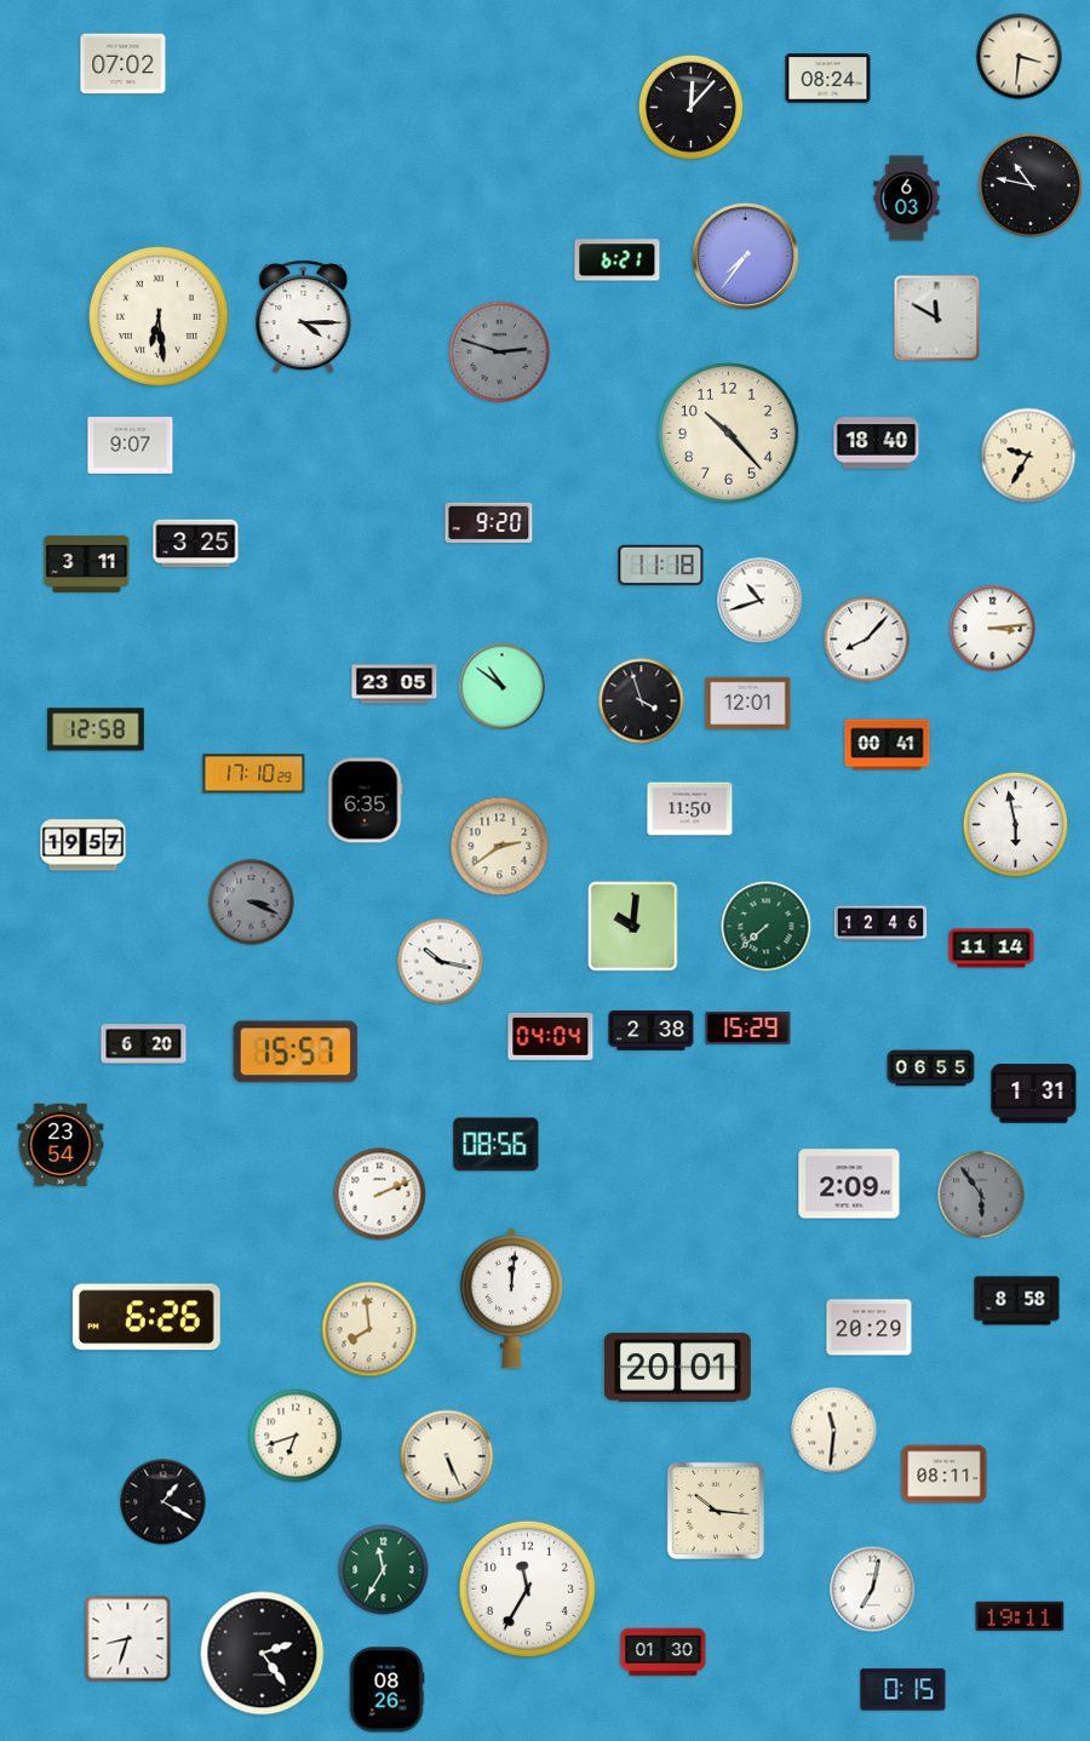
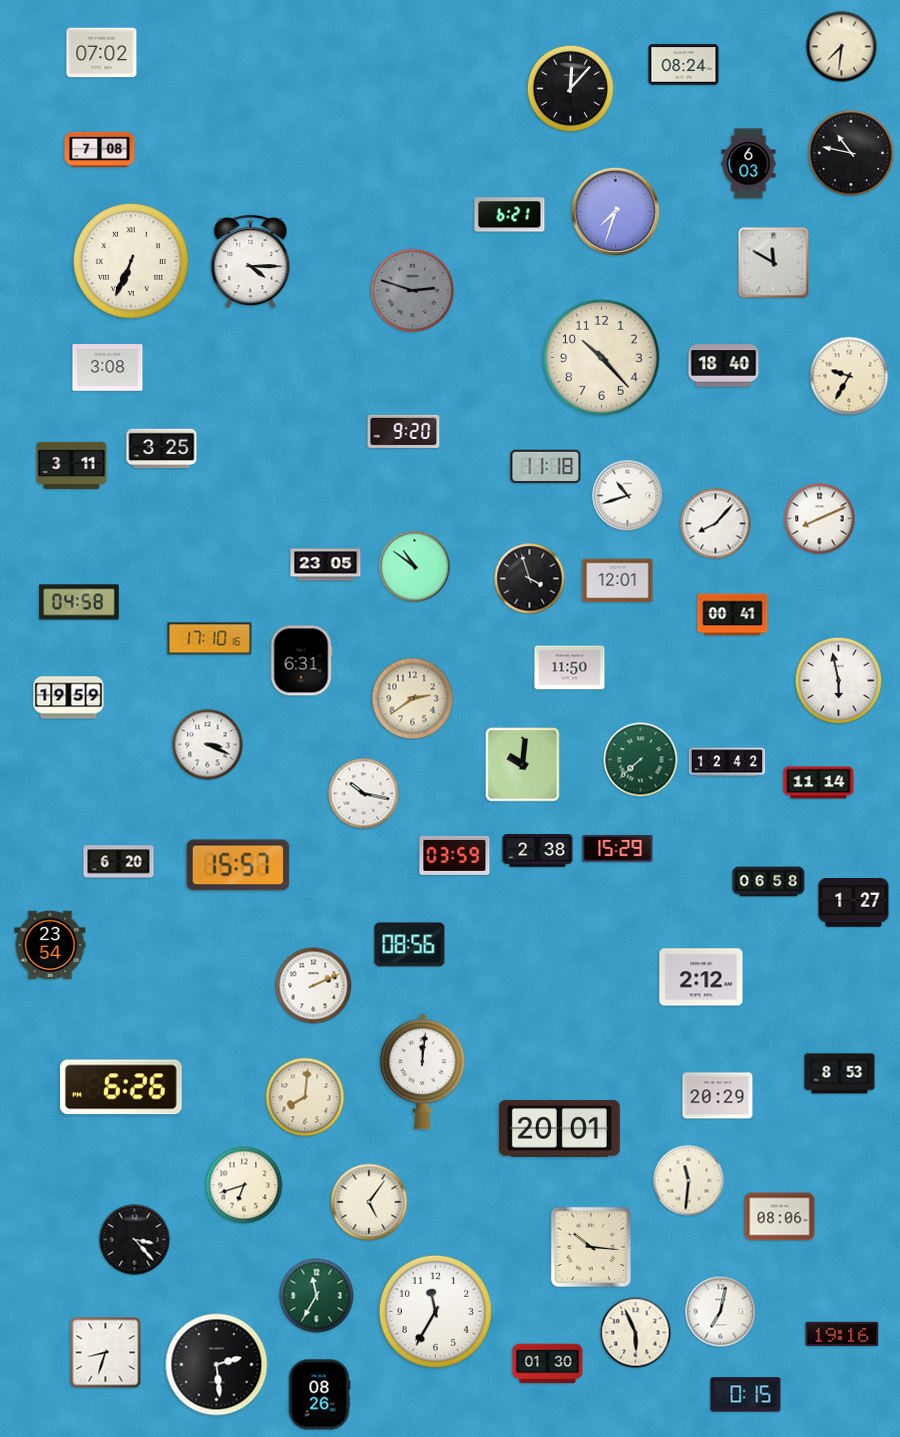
clock at (1020, 57): 3:31 -> 7:31
clock at (100, 150): none -> 7:08
clock at (745, 256): 7:36 -> 7:33
clock at (159, 316): 6:29 -> 6:34
clock at (131, 446): 9:07 -> 3:08
clock at (993, 629): 3:14 -> 8:11
clock at (867, 640) position: (867, 640) -> (716, 524)
clock at (96, 729): 12:58 -> 04:58
clock at (254, 774): 17:10:29 -> 17:10:16
clock at (365, 801): 6:35 -> 6:31
clock at (84, 846): 19:57 -> 19:59
clock at (252, 903) dial: grey -> white
clock at (880, 923): 12:46 -> 12:42
clock at (767, 927) position: (767, 927) -> (641, 760)
clock at (551, 1036): 04:04 -> 03:59
clock at (296, 1052) position: (296, 1052) -> (238, 865)
clock at (931, 1069): 06:55 -> 06:58
clock at (1034, 1094): 1:31 -> 1:27
clock at (849, 1184): 2:09 -> 2:12
clock at (981, 1195): 5:54 -> none
clock at (1017, 1301): 8:58 -> 8:53
clock at (369, 1329): 7:59 -> 8:01
clock at (447, 1456): 5:26 -> 5:06
clock at (945, 1474): 08:11 -> 08:06
clock at (163, 1502): 1:20 -> 3:23
clock at (636, 1333): none -> 5:56
clock at (1020, 1616): 19:11 -> 19:16
clock at (263, 1654): 2:24 -> 2:29
